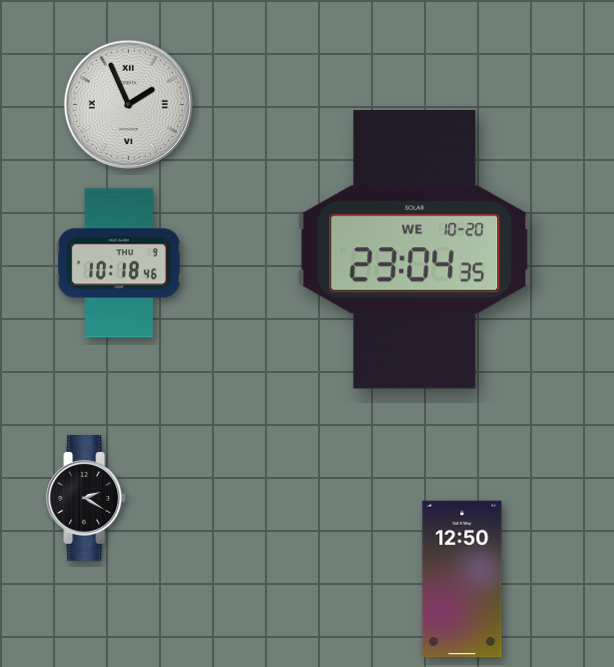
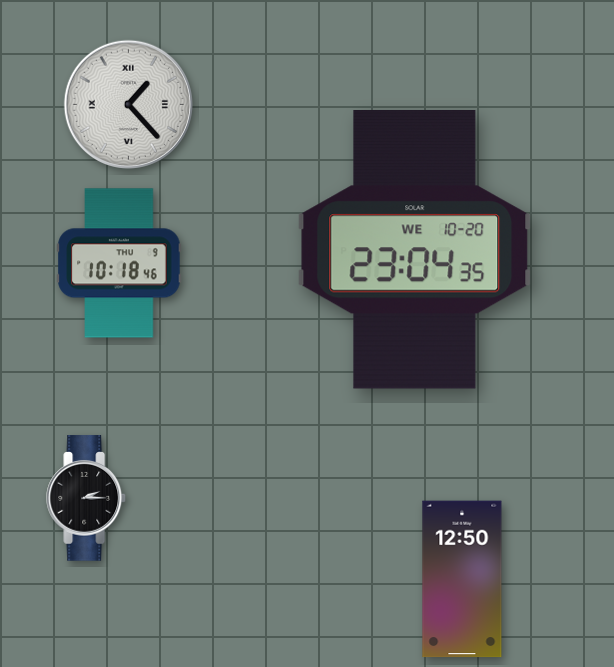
clock at (128, 104): 1:56 -> 1:23
clock at (87, 498): 2:20 -> 2:15
